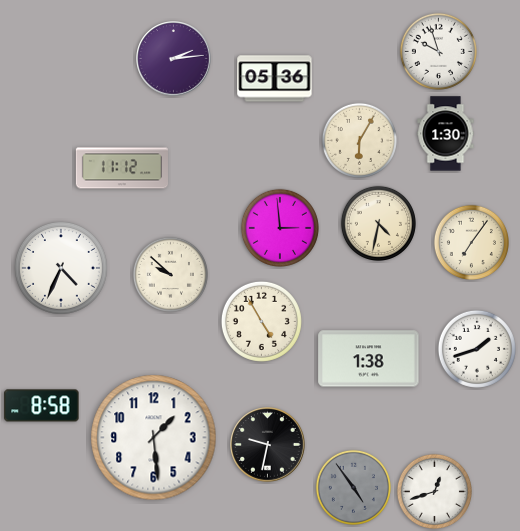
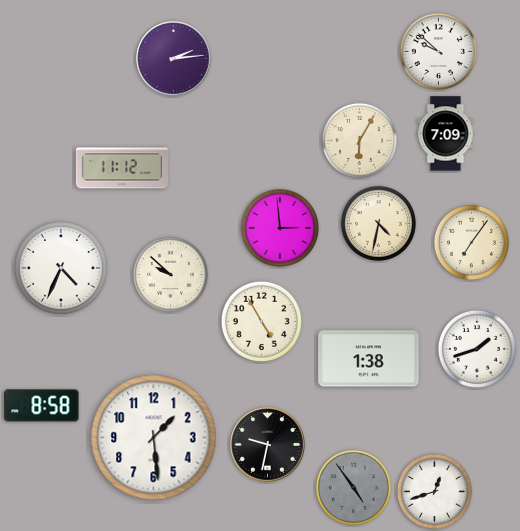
clock at (438, 51): 9:57 -> 9:52
clock at (275, 79): 05:36 -> none
clock at (446, 134): 1:30 -> 7:09
